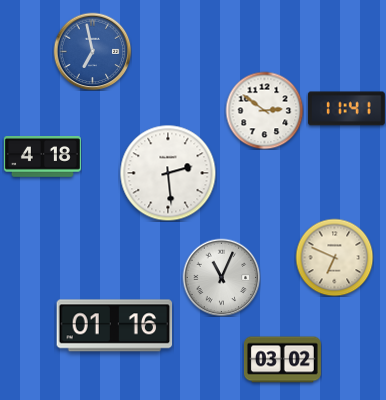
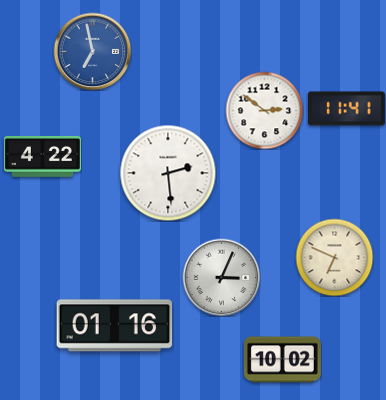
clock at (42, 157): 4:18 -> 4:22
clock at (221, 277): 11:04 -> 3:04
clock at (282, 360): 03:02 -> 10:02
